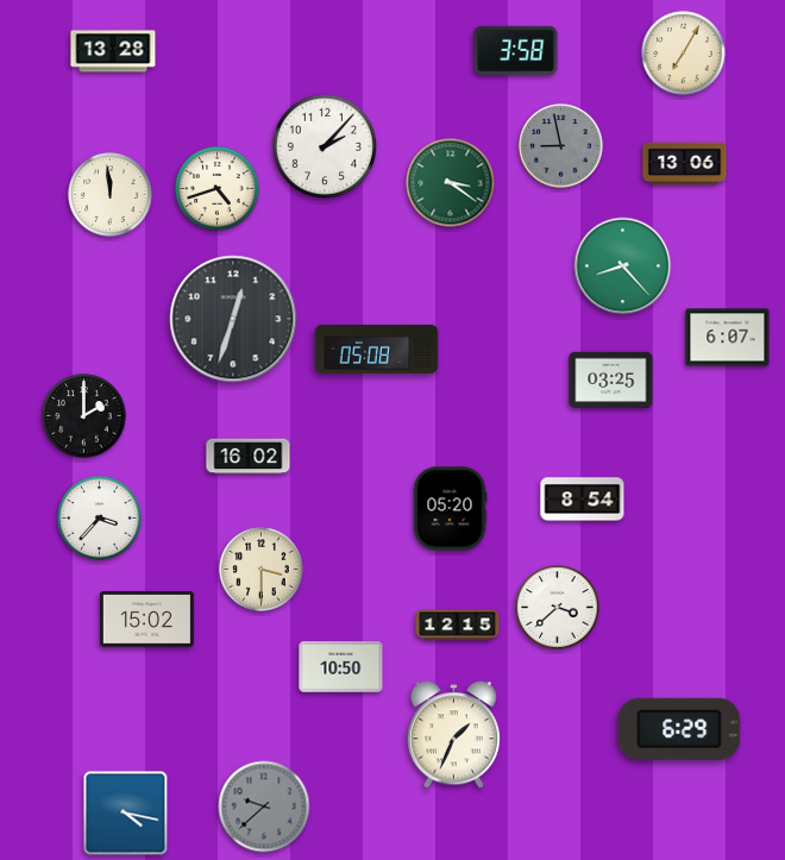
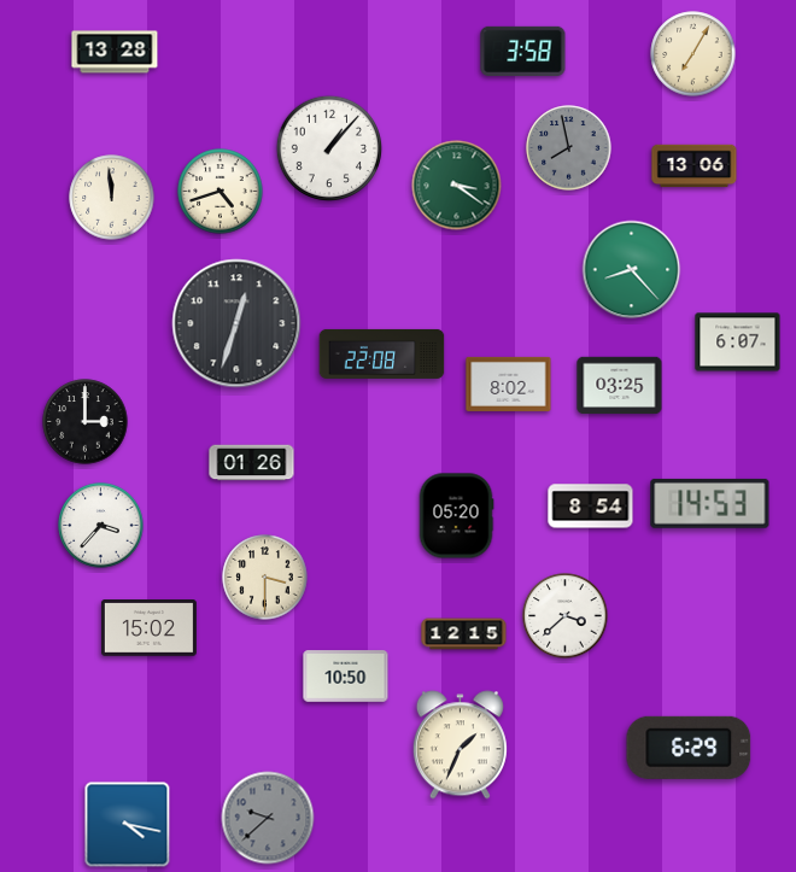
clock at (325, 146): 2:07 -> 1:07
clock at (561, 146): 8:58 -> 7:58
clock at (377, 349): 05:08 -> 22:08
clock at (509, 384): none -> 8:02
clock at (84, 416): 2:00 -> 3:00
clock at (249, 457): 16:02 -> 01:26
clock at (710, 503): none -> 14:53
clock at (679, 729) position: (679, 729) -> (689, 748)
